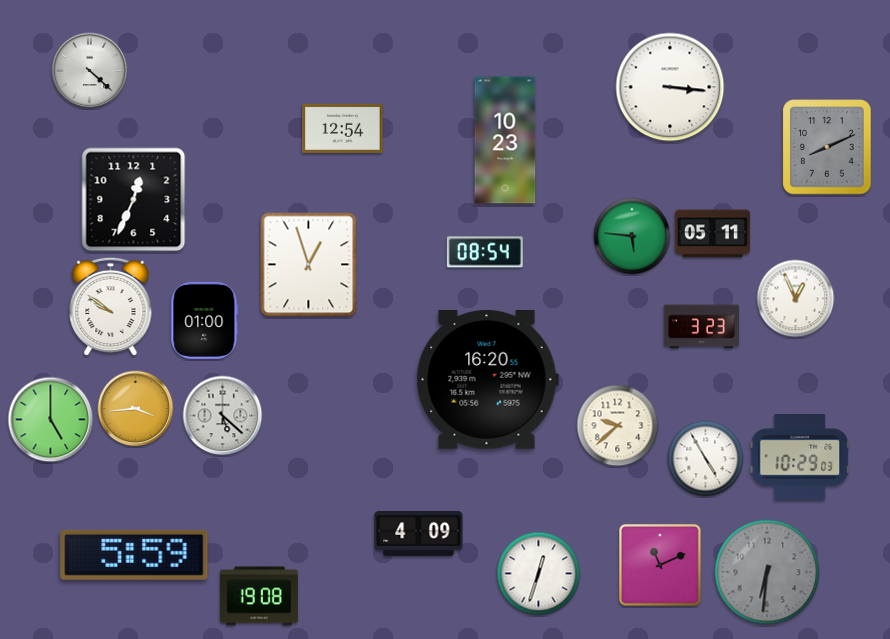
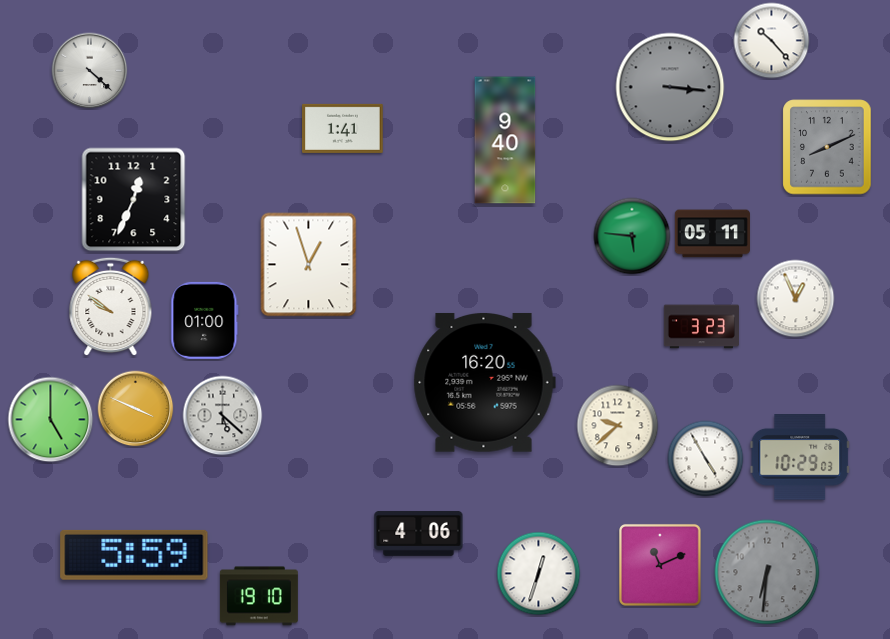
clock at (772, 41): none -> 10:23
clock at (670, 87) dial: white -> grey
clock at (343, 128): 12:54 -> 1:41
clock at (505, 140): 10:23 -> 9:40
clock at (485, 252): 08:54 -> none
clock at (487, 380) position: (487, 380) -> (484, 383)
clock at (136, 409): 3:44 -> 3:49
clock at (419, 533): 4:09 -> 4:06
clock at (259, 596): 19:08 -> 19:10
